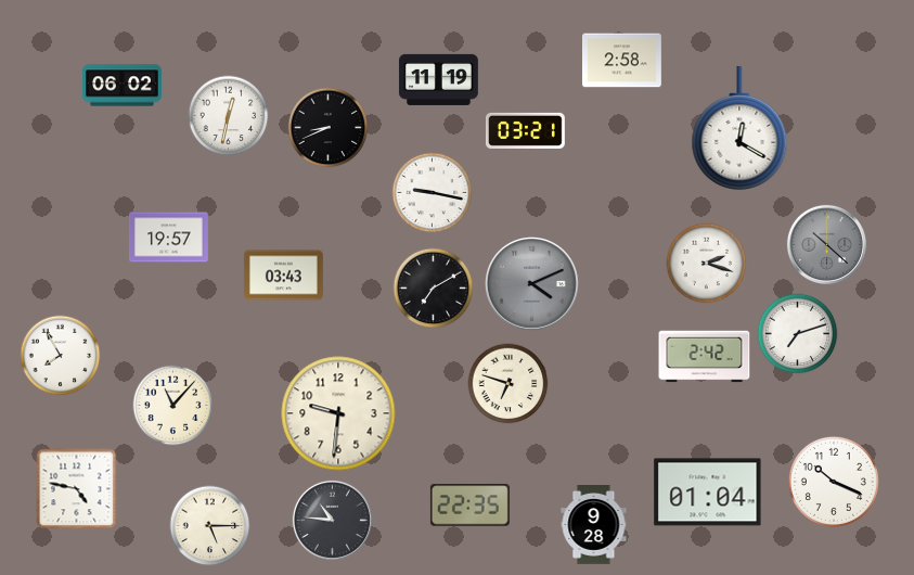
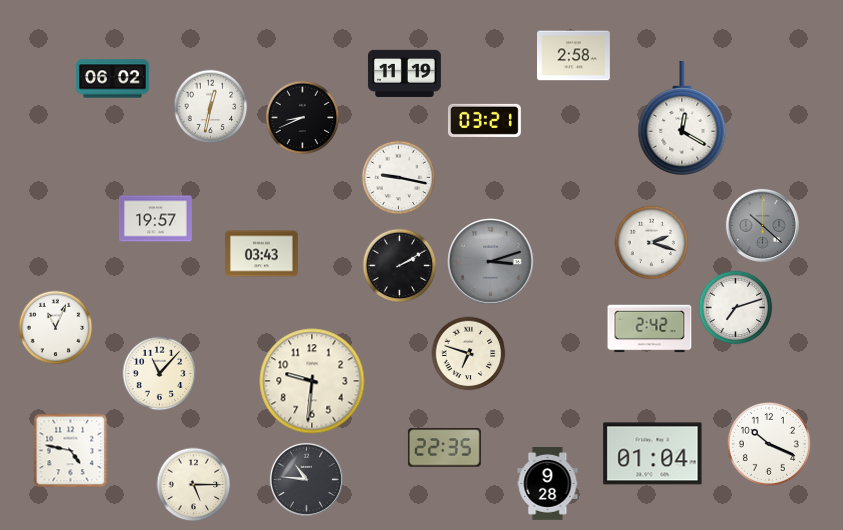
clock at (531, 283): 4:11 -> 3:12
clock at (434, 289): 7:10 -> 2:10
clock at (61, 356): 7:55 -> 11:04
clock at (469, 506) position: (469, 506) -> (444, 448)
